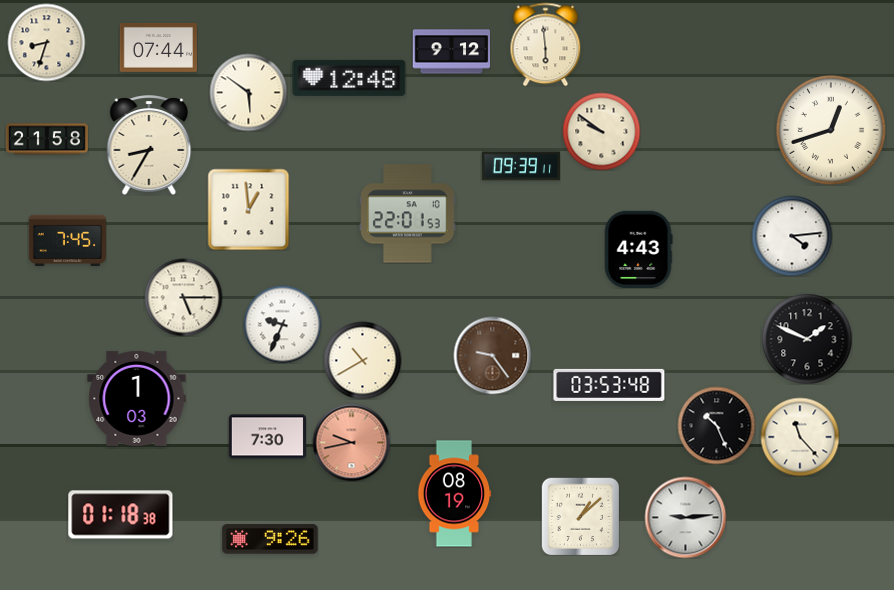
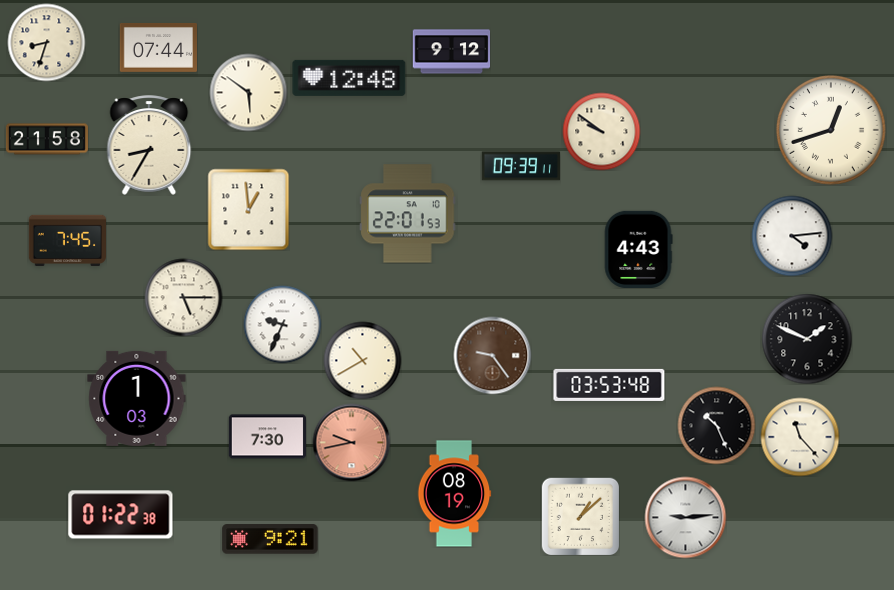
clock at (546, 44): 5:59 -> none
clock at (121, 515): 01:18 -> 01:22
clock at (270, 539): 9:26 -> 9:21
